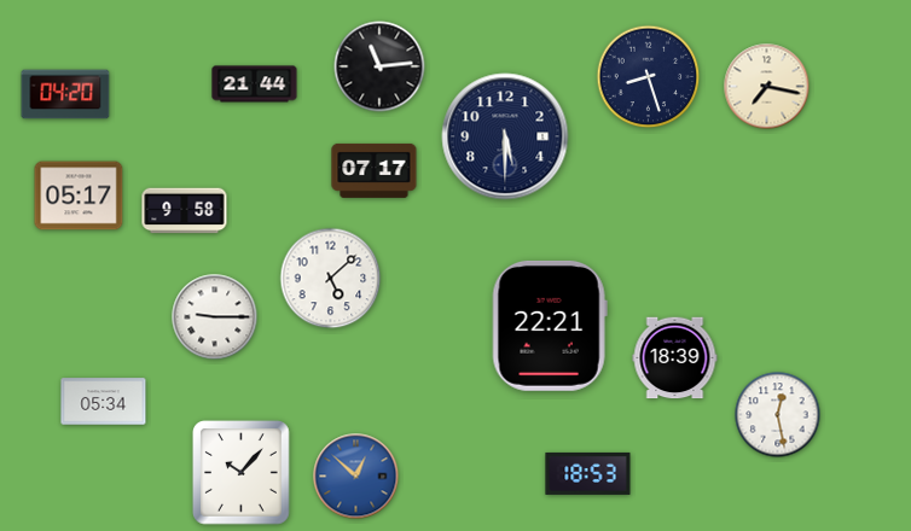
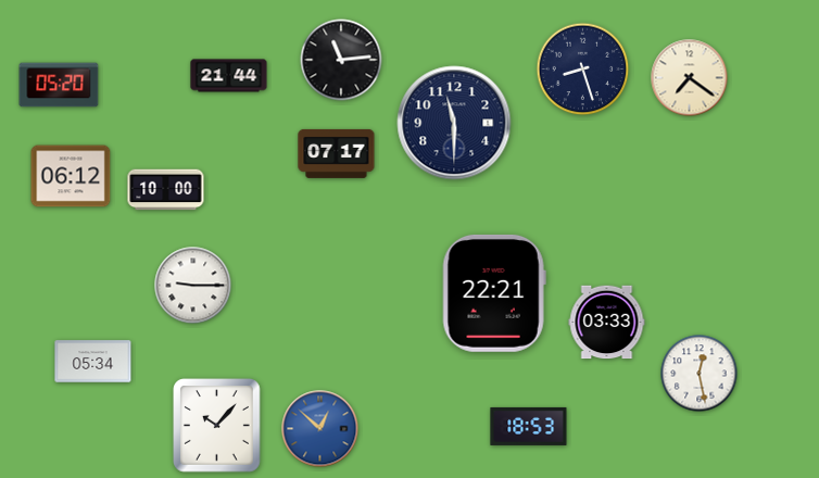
clock at (767, 87): 7:17 -> 7:21
clock at (65, 94): 04:20 -> 05:20
clock at (505, 136): 5:30 -> 11:30
clock at (79, 196): 05:17 -> 06:12
clock at (185, 211): 9:58 -> 10:00
clock at (331, 279): 5:08 -> none
clock at (675, 358): 18:39 -> 03:33
